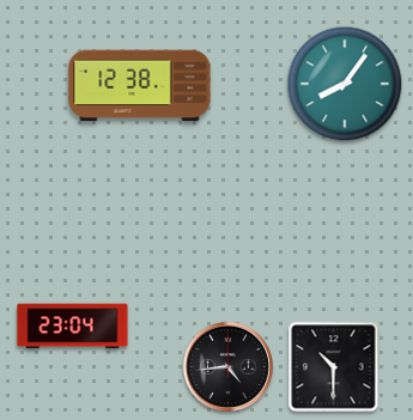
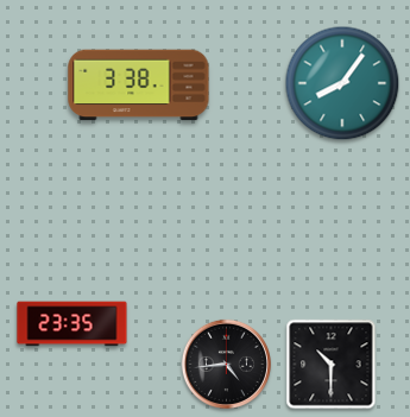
clock at (140, 86): 12:38 -> 3:38
clock at (73, 327): 23:04 -> 23:35
